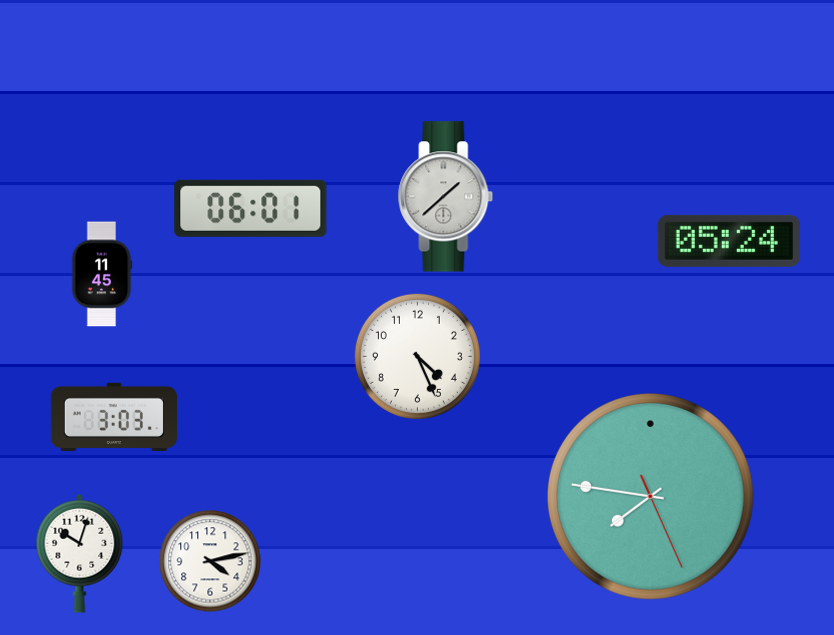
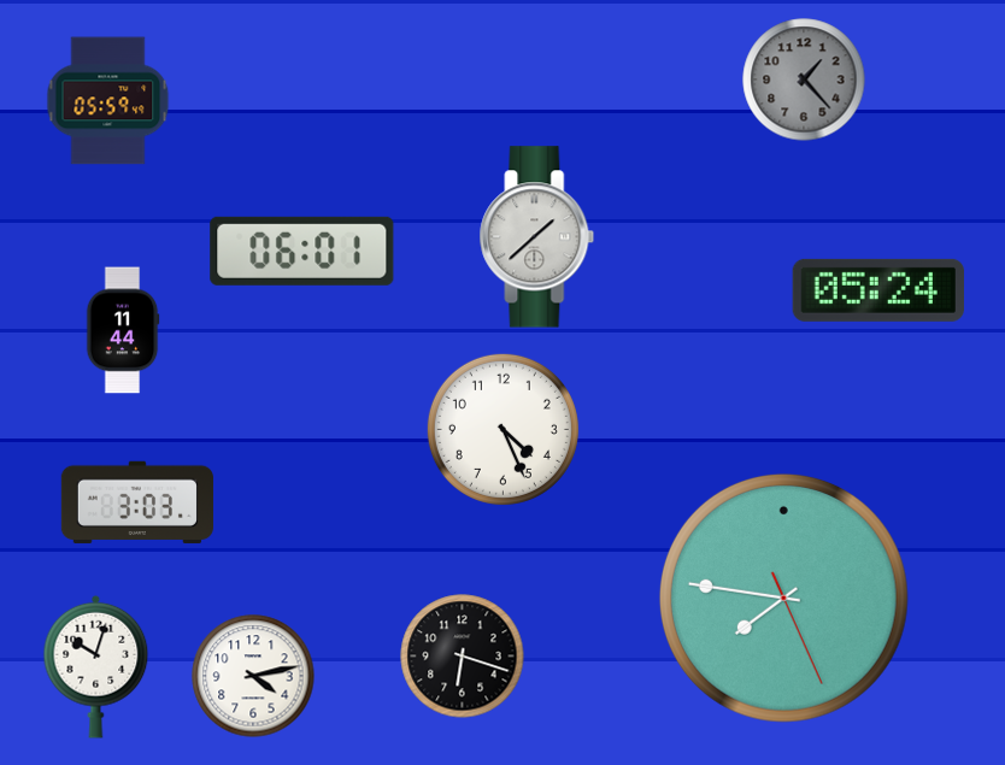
clock at (804, 80): none -> 1:23
clock at (108, 101): none -> 05:59
clock at (102, 274): 11:45 -> 11:44
clock at (463, 657): none -> 6:18
